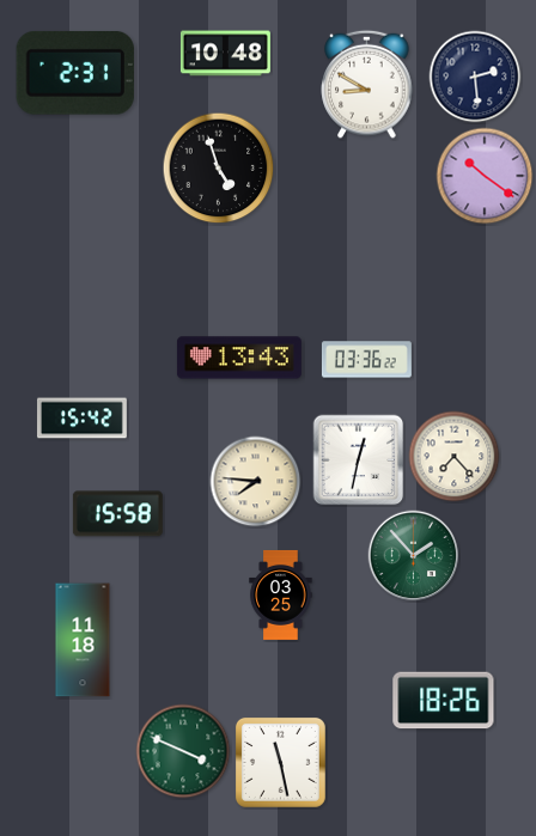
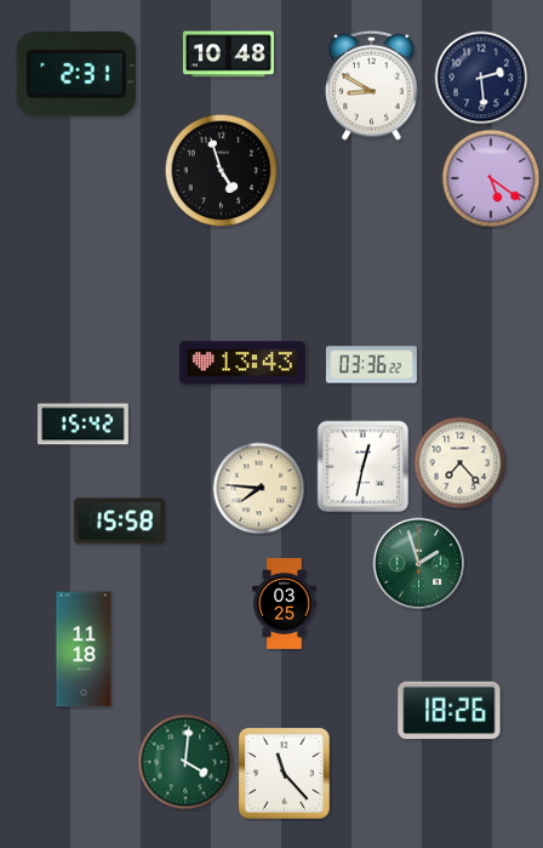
clock at (485, 176): 10:21 -> 5:21
clock at (414, 556): 1:53 -> 1:57
clock at (183, 751): 3:49 -> 4:01
clock at (280, 762): 11:28 -> 11:23
